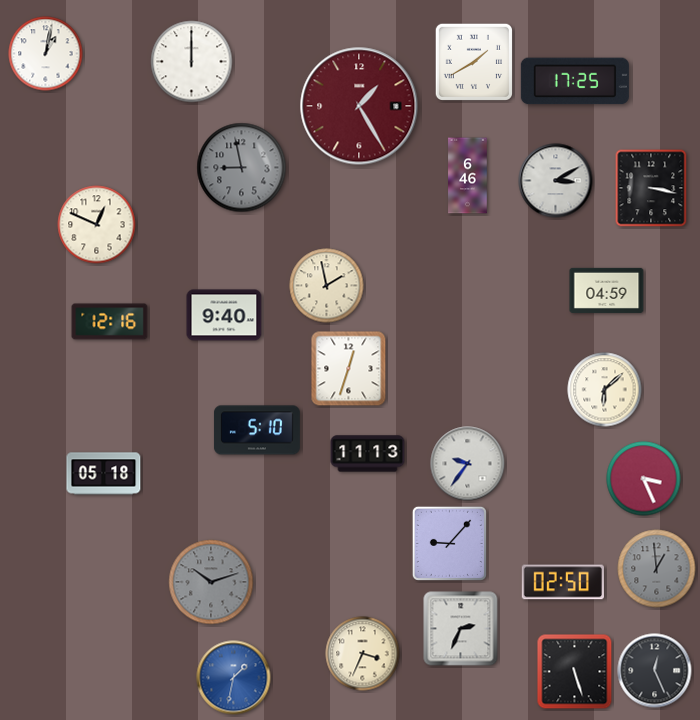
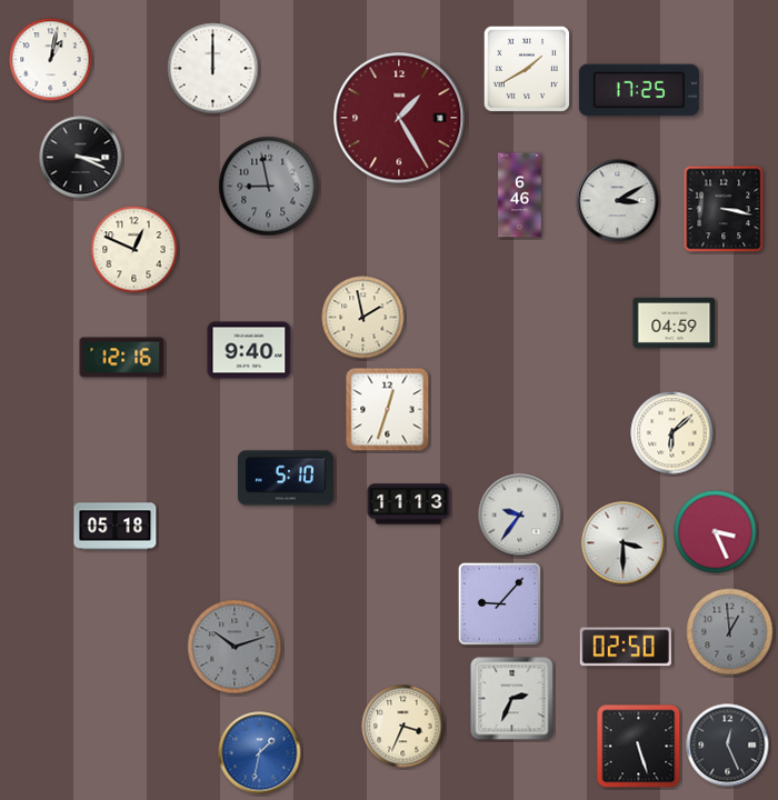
clock at (81, 158): none -> 3:19
clock at (97, 225) position: (97, 225) -> (134, 250)
clock at (624, 543): none -> 3:30
